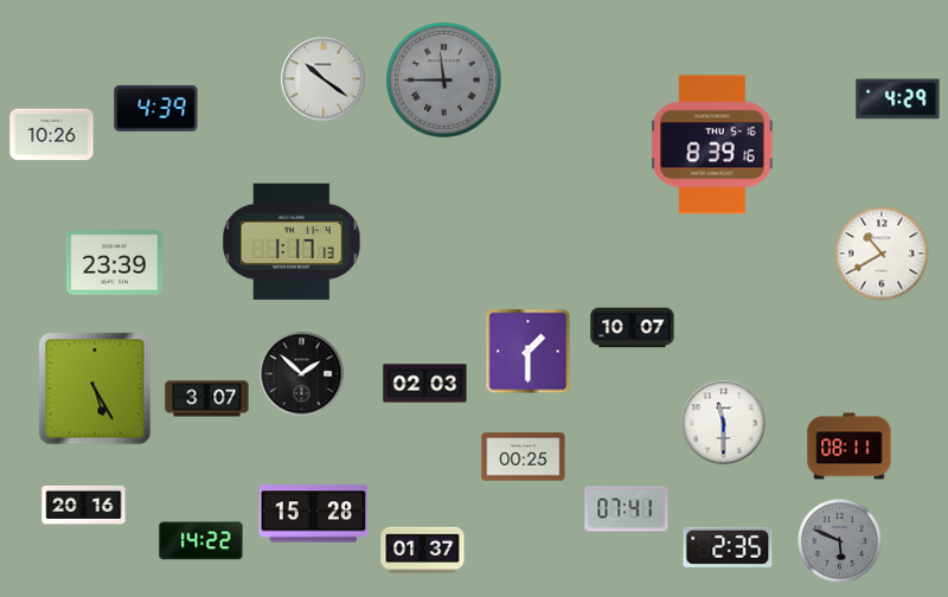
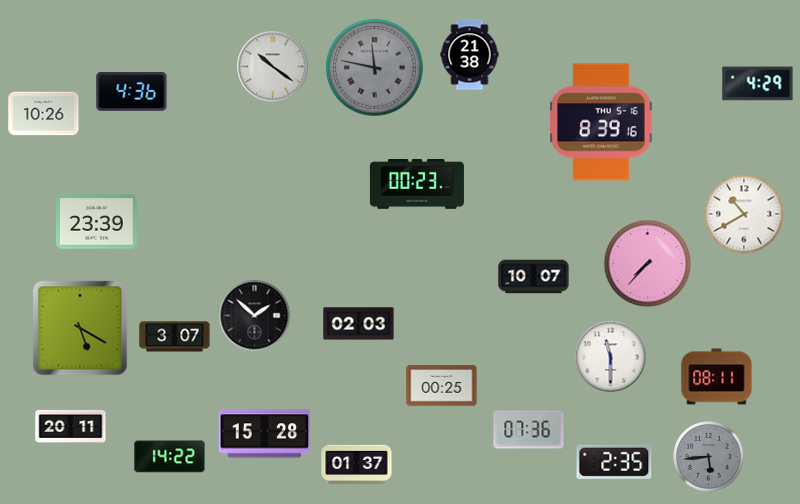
clock at (470, 55): none -> 21:38
clock at (444, 81): 11:45 -> 11:47
clock at (156, 108): 4:39 -> 4:36
clock at (417, 184): none -> 00:23
clock at (292, 242): 1:17 -> none
clock at (648, 264): none -> 7:37
clock at (529, 352): 1:30 -> none
clock at (95, 389): 5:25 -> 5:20
clock at (84, 505): 20:16 -> 20:11
clock at (627, 509): 07:41 -> 07:36
clock at (840, 541): 5:49 -> 5:44
